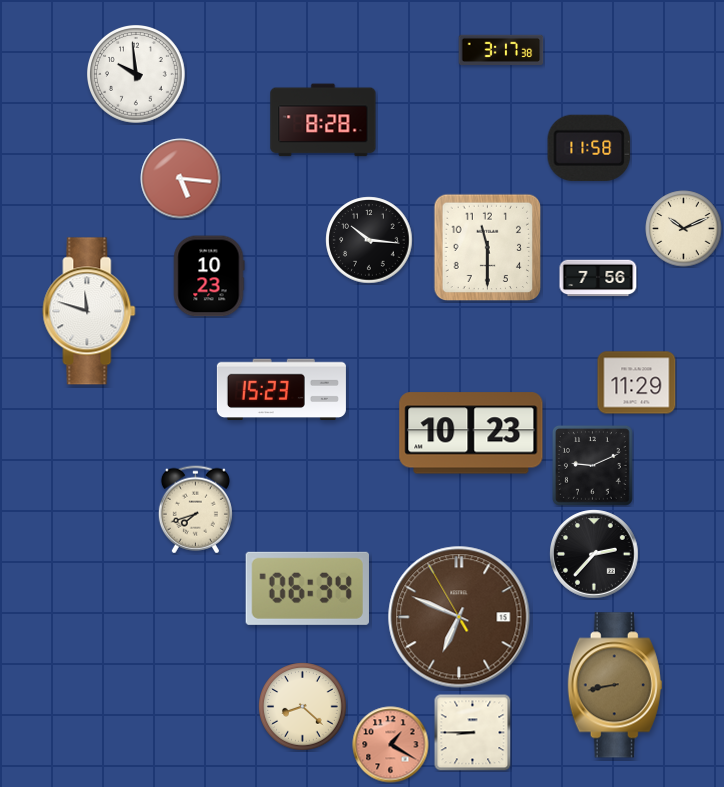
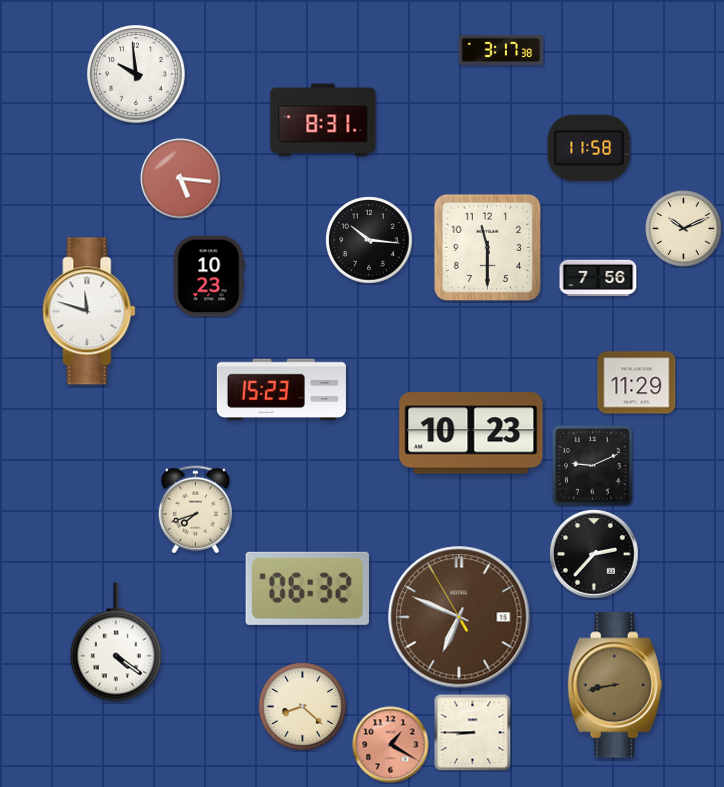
clock at (323, 120): 8:28 -> 8:31
clock at (307, 588): 06:34 -> 06:32
clock at (116, 642): none -> 4:21
